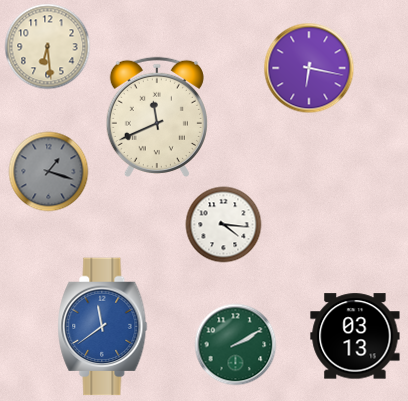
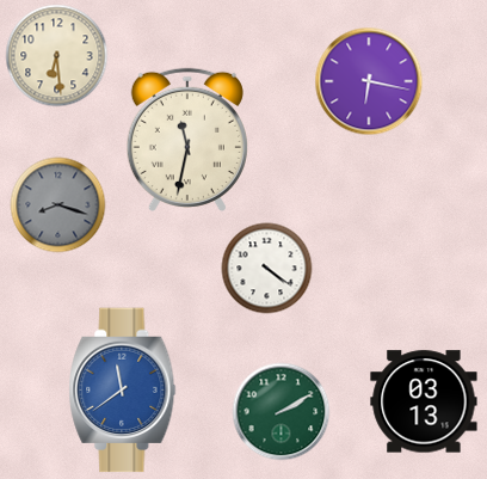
clock at (157, 116): 11:41 -> 11:32
clock at (49, 172): 1:18 -> 8:18
clock at (224, 225): 4:16 -> 4:21
